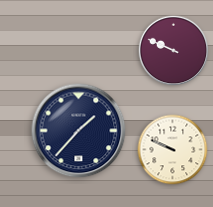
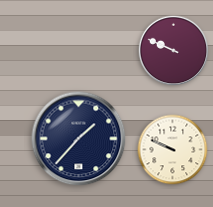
clock at (79, 131) position: (79, 131) -> (79, 139)
